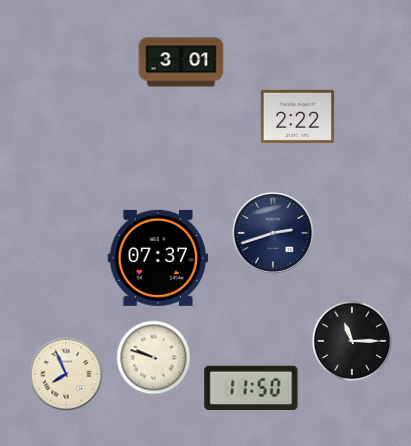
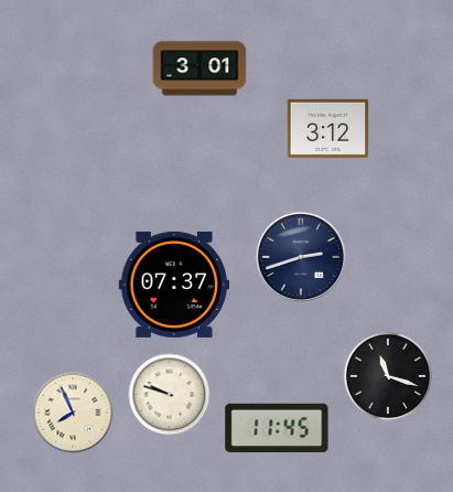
clock at (298, 116): 2:22 -> 3:12
clock at (352, 341): 11:15 -> 11:18
clock at (251, 388): 11:50 -> 11:45
